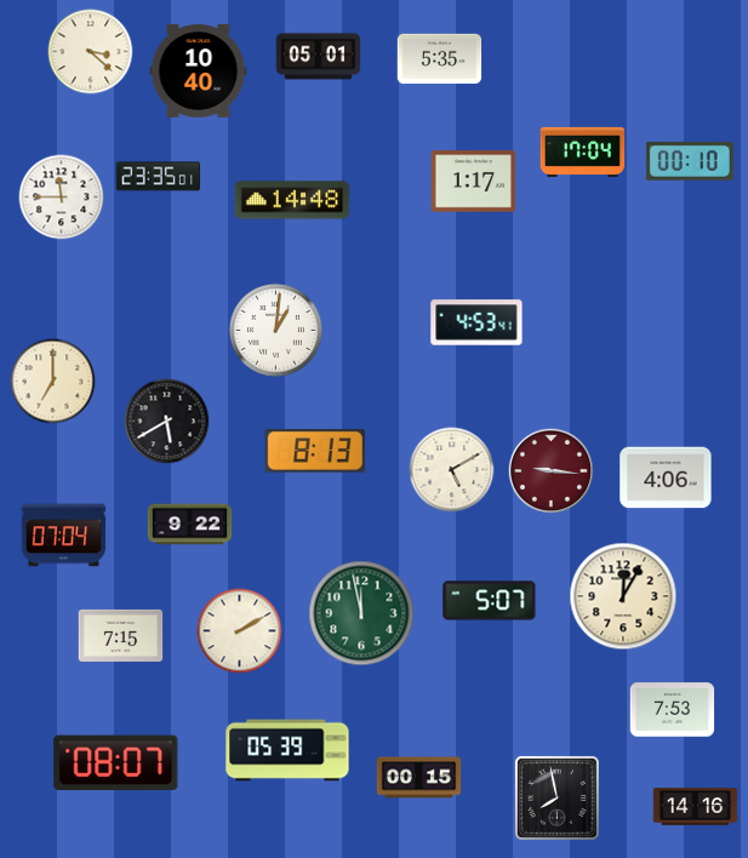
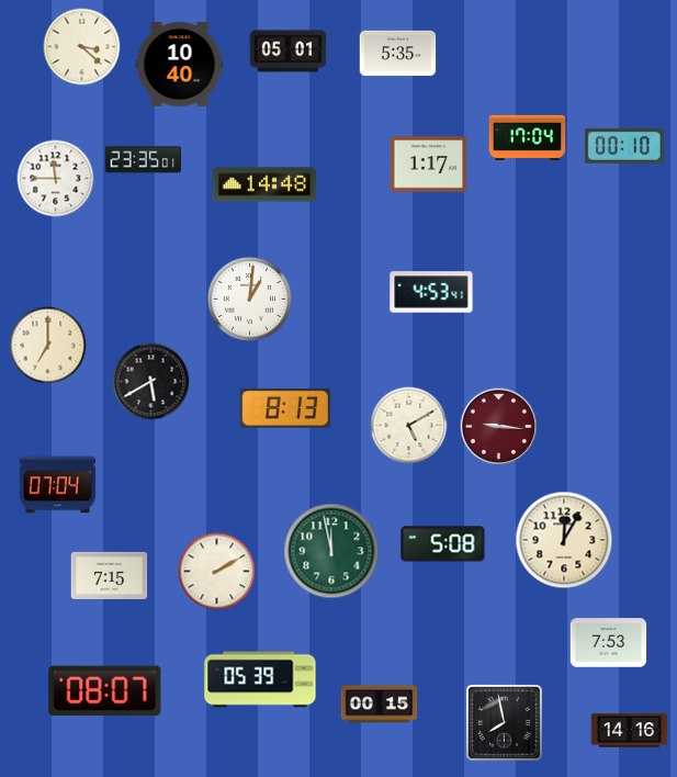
clock at (292, 200) position: (292, 200) -> (264, 184)
clock at (666, 477): 4:06 -> none
clock at (190, 525): 9:22 -> none
clock at (490, 601): 5:07 -> 5:08
clock at (361, 613) position: (361, 613) -> (331, 551)
